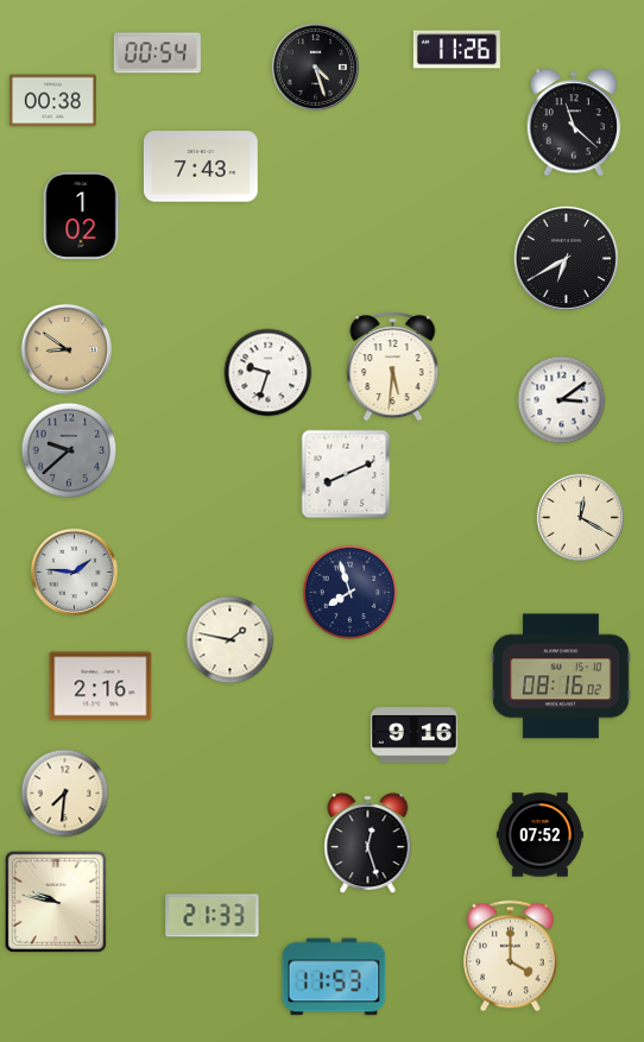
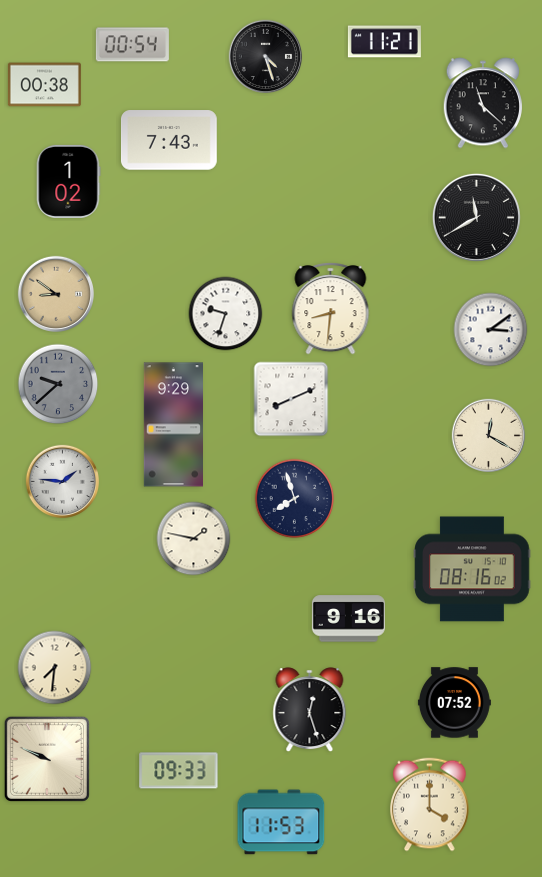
clock at (456, 50): 11:26 -> 11:21
clock at (566, 258): 6:40 -> 11:40
clock at (393, 367): 5:31 -> 8:31
clock at (562, 400) position: (562, 400) -> (491, 330)
clock at (69, 450) position: (69, 450) -> (58, 384)
clock at (173, 425): none -> 9:29
clock at (101, 687): 2:16 -> none
clock at (56, 902): 9:47 -> 9:49
clock at (213, 916): 21:33 -> 09:33
